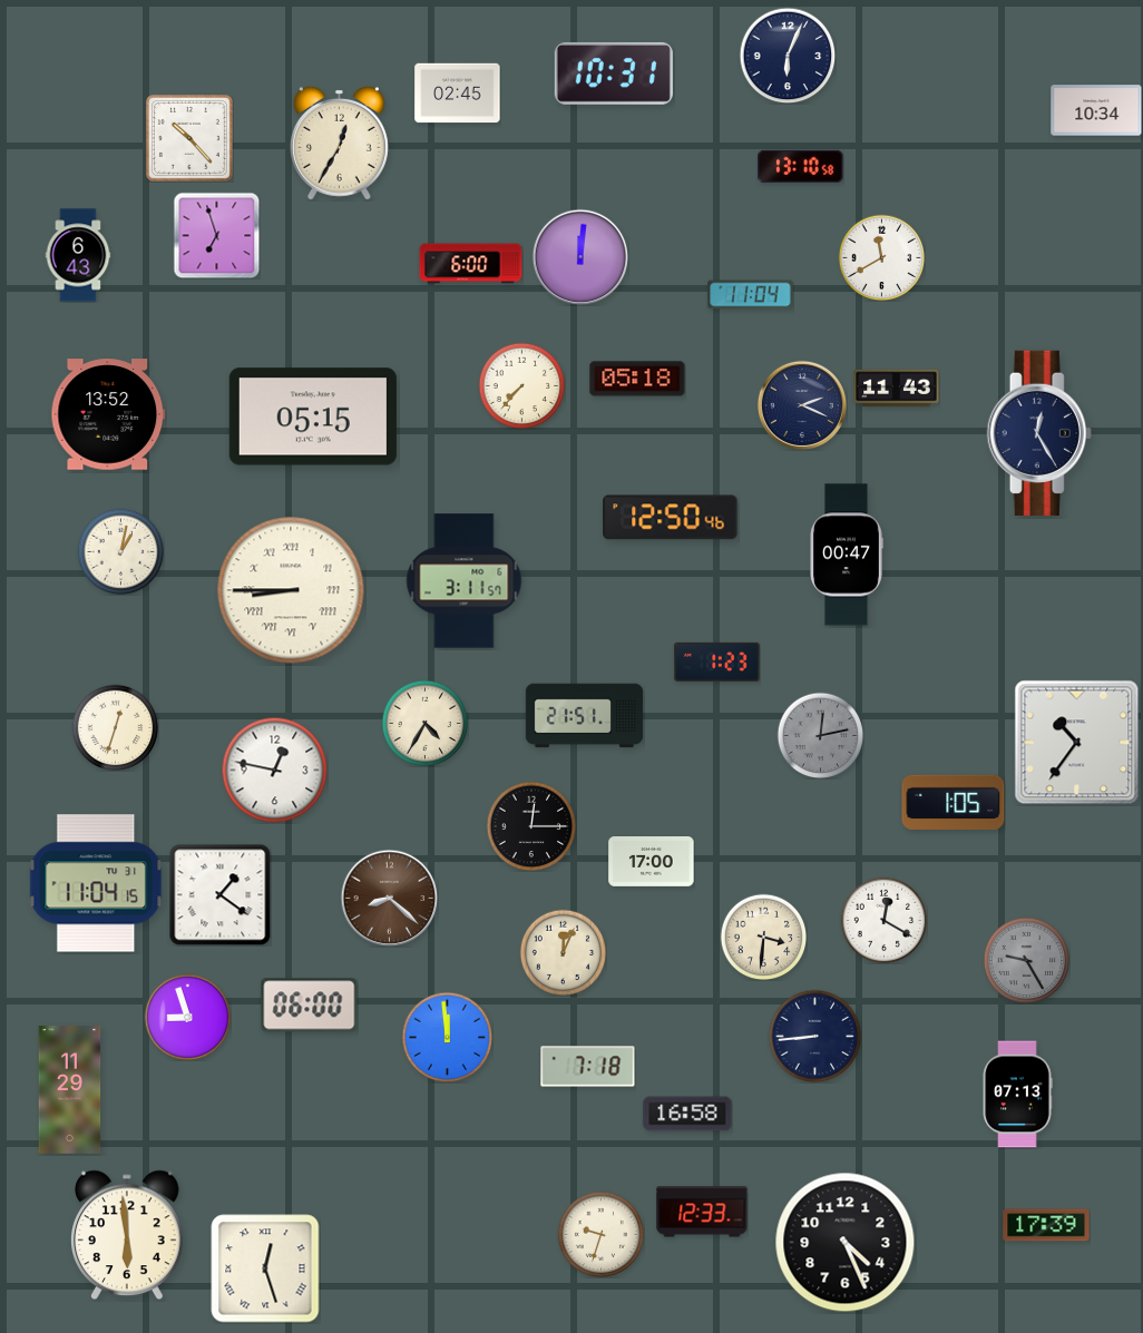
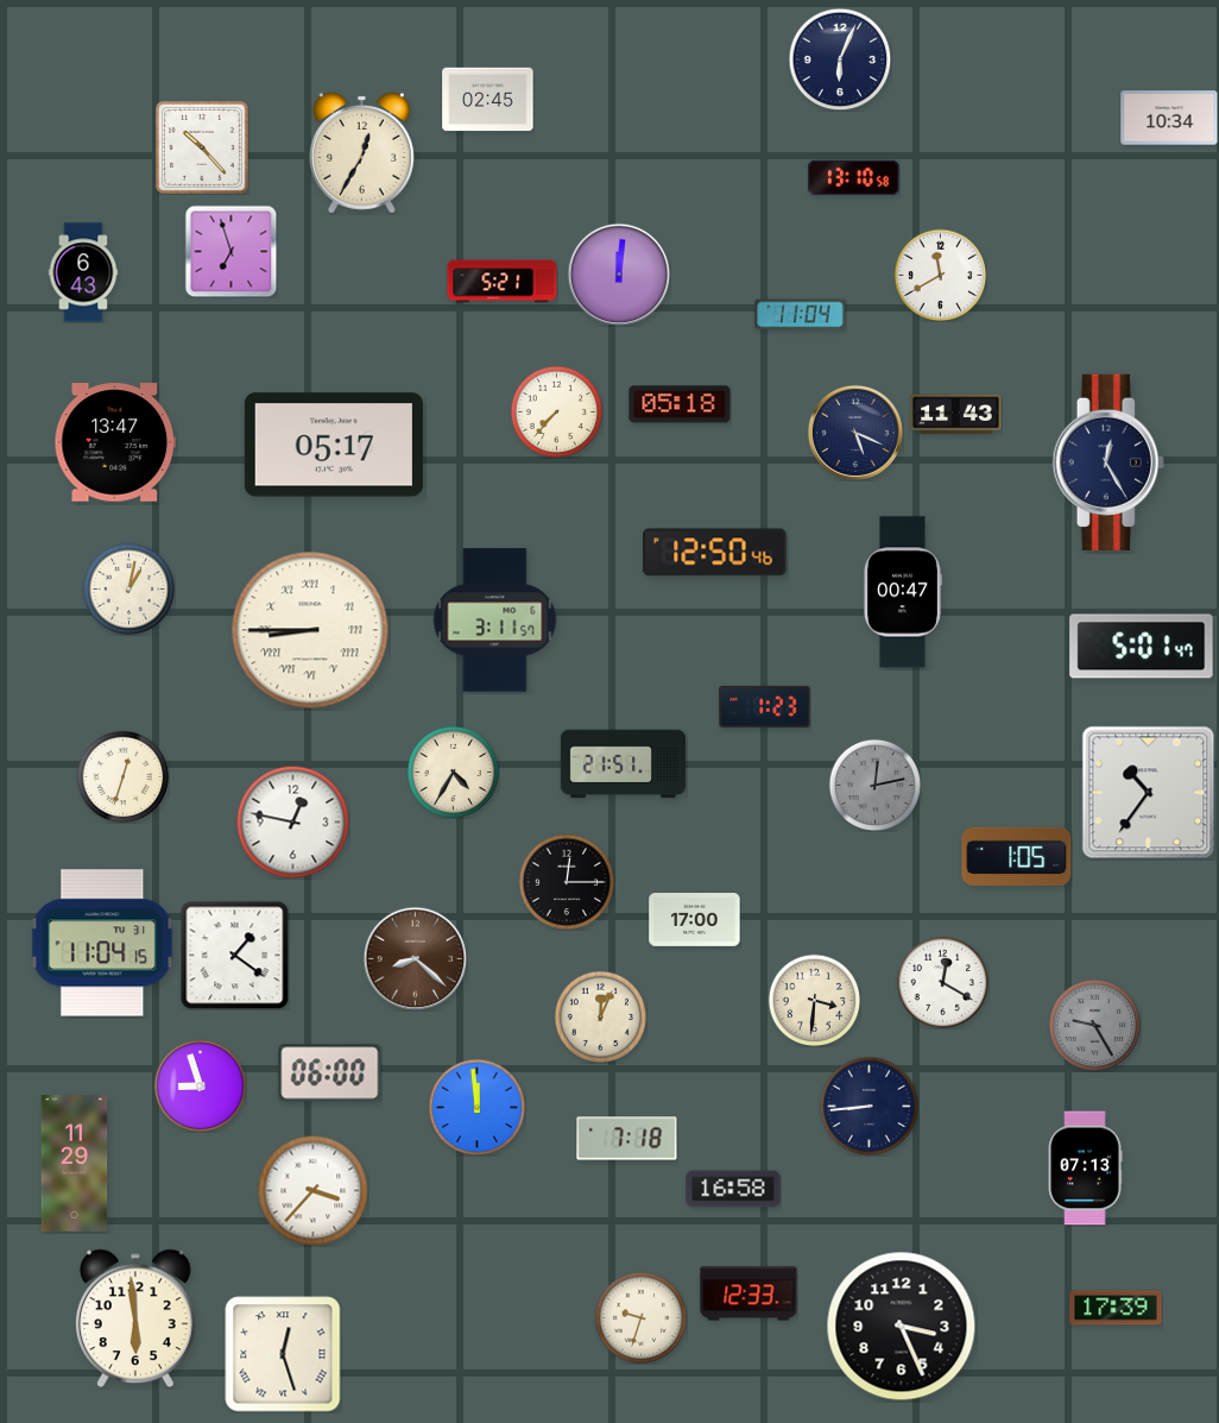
clock at (614, 73): 10:31 -> none
clock at (471, 264): 6:00 -> 5:21
clock at (802, 405): 2:19 -> 5:19
clock at (108, 414): 13:52 -> 13:47
clock at (313, 416): 05:15 -> 05:17
clock at (1142, 647): none -> 5:01
clock at (312, 1190): none -> 3:37
clock at (846, 1243): 4:26 -> 3:26
